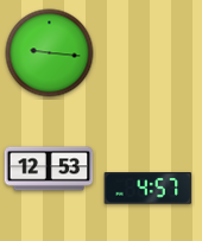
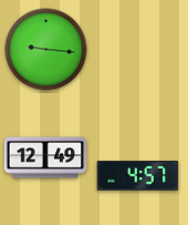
clock at (49, 169): 12:53 -> 12:49
